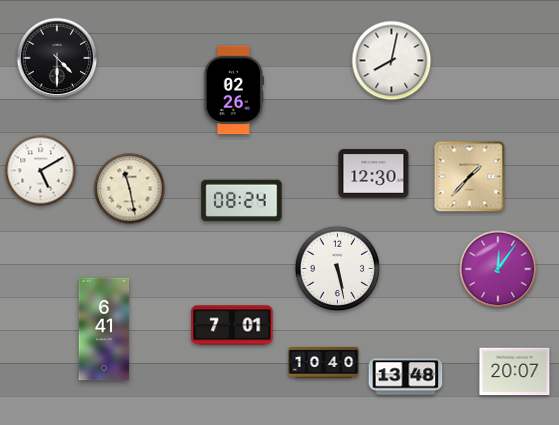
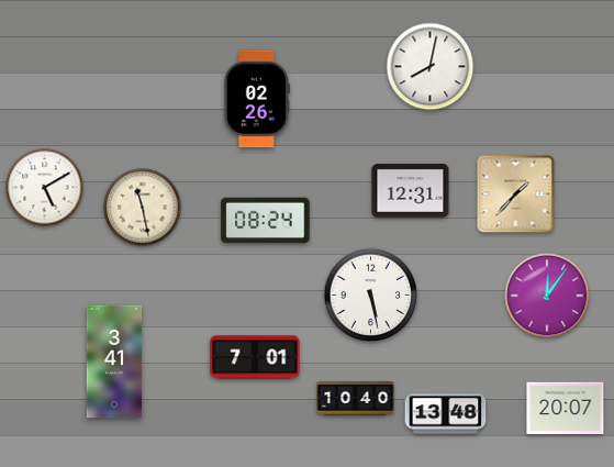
clock at (57, 58): 4:30 -> none
clock at (374, 174): 12:30 -> 12:31
clock at (104, 329): 6:41 -> 3:41
